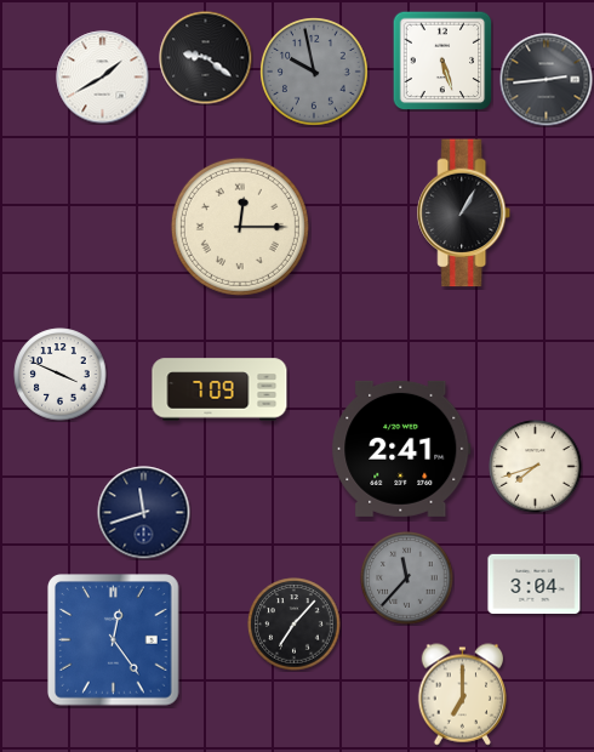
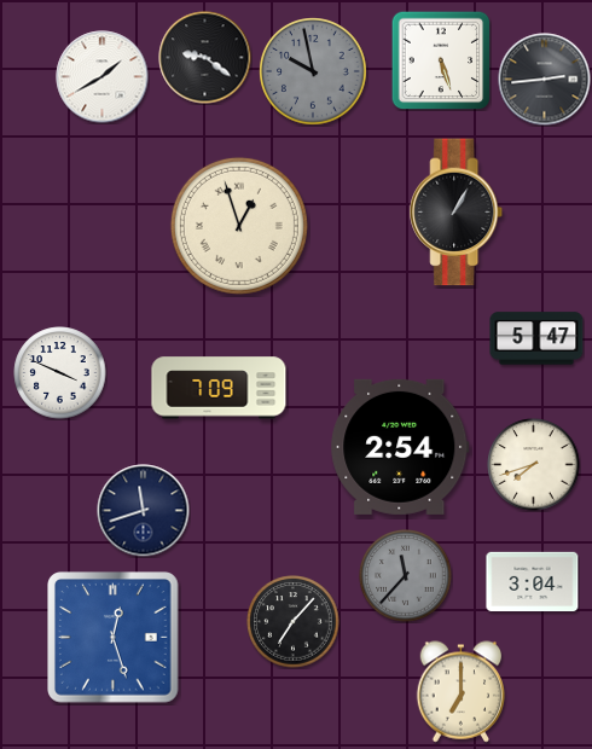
clock at (464, 213) position: (464, 213) -> (457, 213)
clock at (240, 227): 12:15 -> 12:57
clock at (536, 338): none -> 5:47
clock at (401, 449): 2:41 -> 2:54
clock at (114, 640): 12:24 -> 12:27
